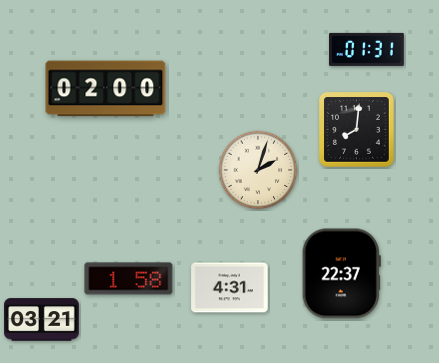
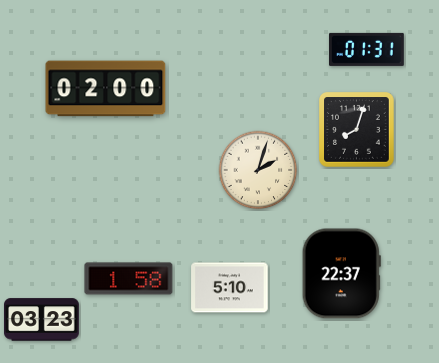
clock at (357, 130): 8:01 -> 8:03
clock at (230, 288): 4:31 -> 5:10
clock at (42, 320): 03:21 -> 03:23
